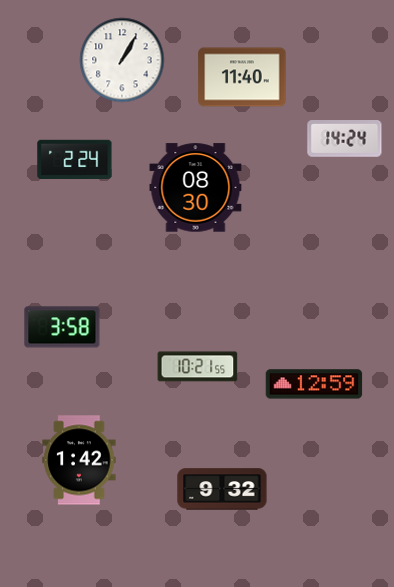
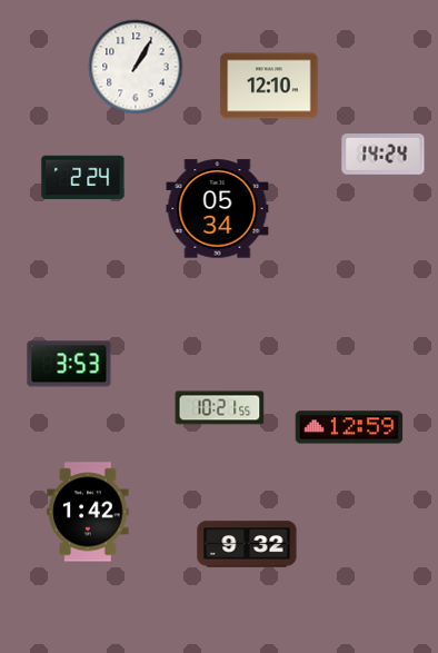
clock at (242, 77): 11:40 -> 12:10
clock at (196, 188): 08:30 -> 05:34
clock at (62, 327): 3:58 -> 3:53
